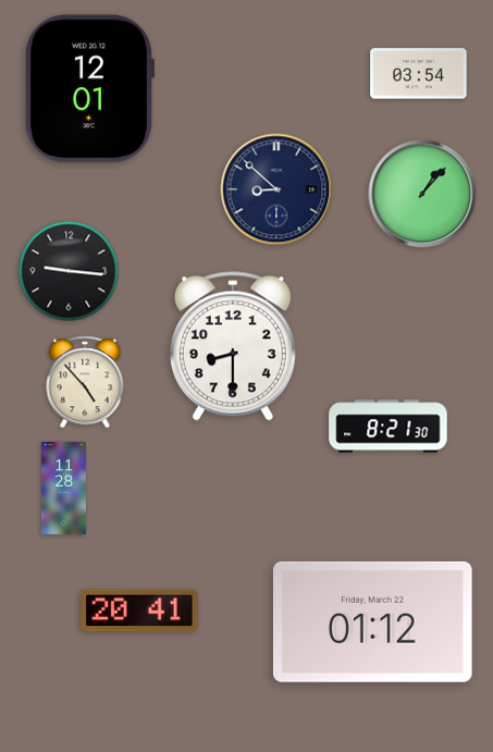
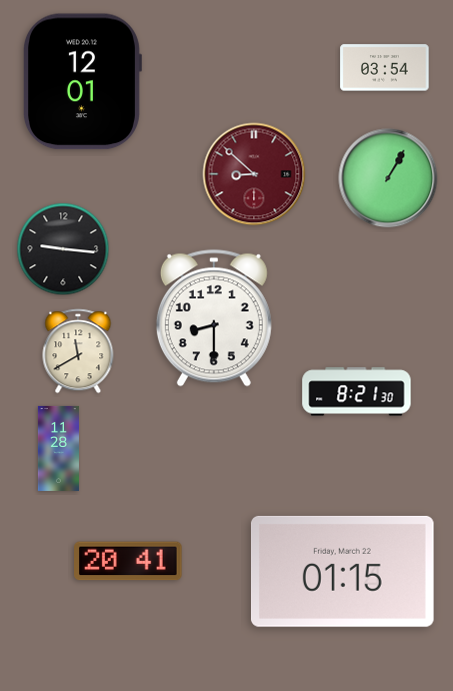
clock at (276, 189) dial: navy -> burgundy
clock at (422, 194): 1:07 -> 1:05
clock at (85, 382): 4:53 -> 11:40
clock at (372, 621): 01:12 -> 01:15
